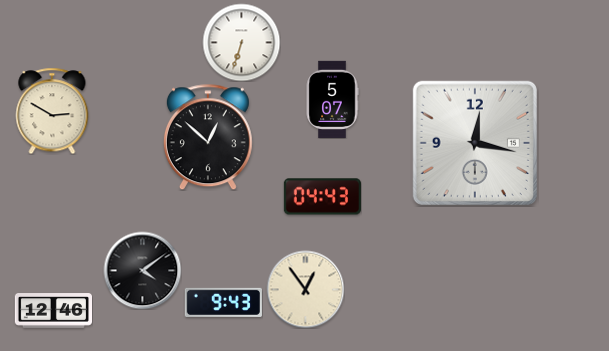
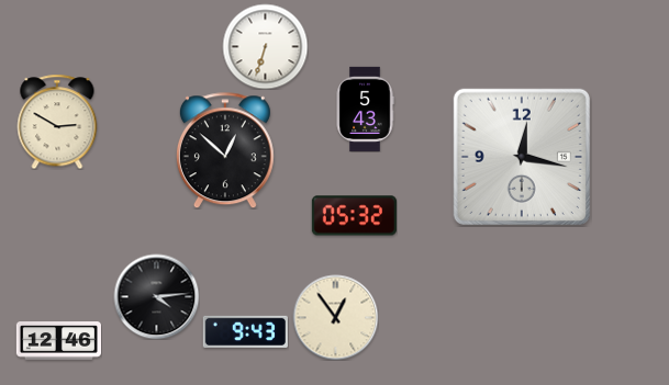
clock at (332, 99): 5:07 -> 5:43
clock at (208, 137) position: (208, 137) -> (225, 150)
clock at (322, 197): 04:43 -> 05:32
clock at (142, 270): 4:09 -> 4:14
